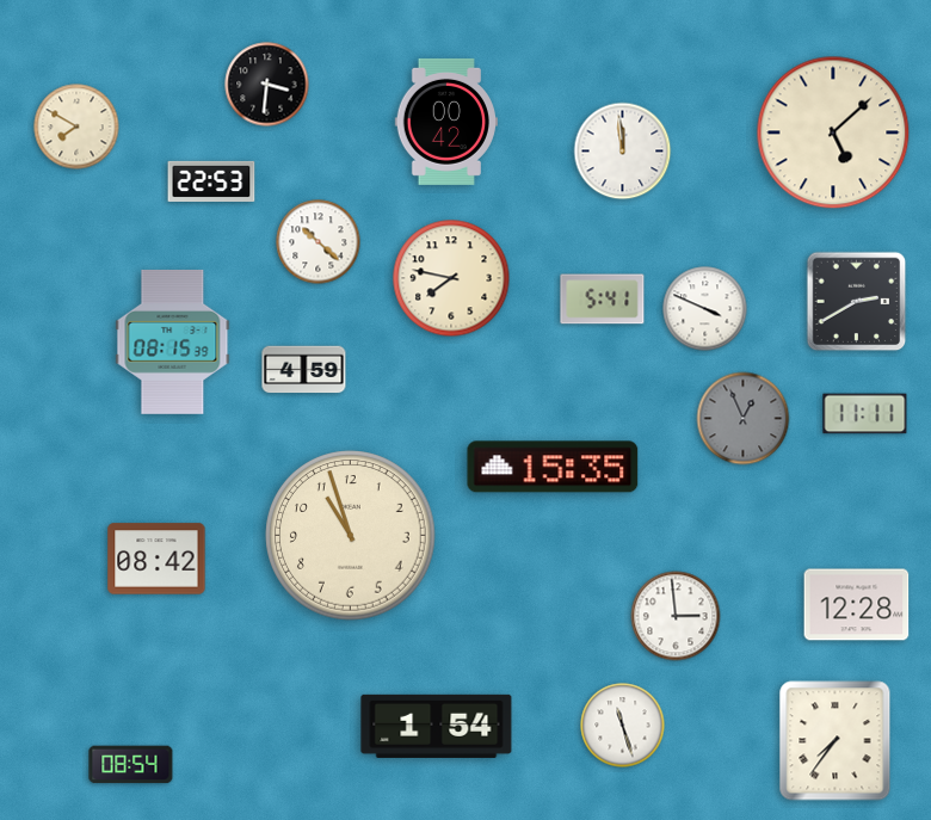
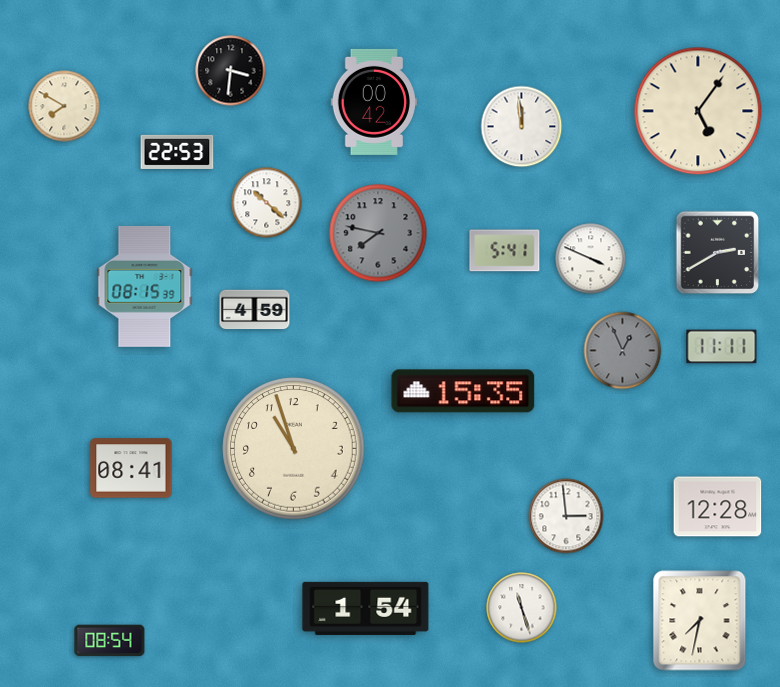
clock at (267, 85) position: (267, 85) -> (231, 71)
clock at (833, 132): 5:08 -> 5:06
clock at (451, 278) dial: cream -> grey
clock at (865, 414) position: (865, 414) -> (722, 347)
clock at (156, 559): 08:42 -> 08:41
clock at (836, 741): 7:36 -> 7:32
